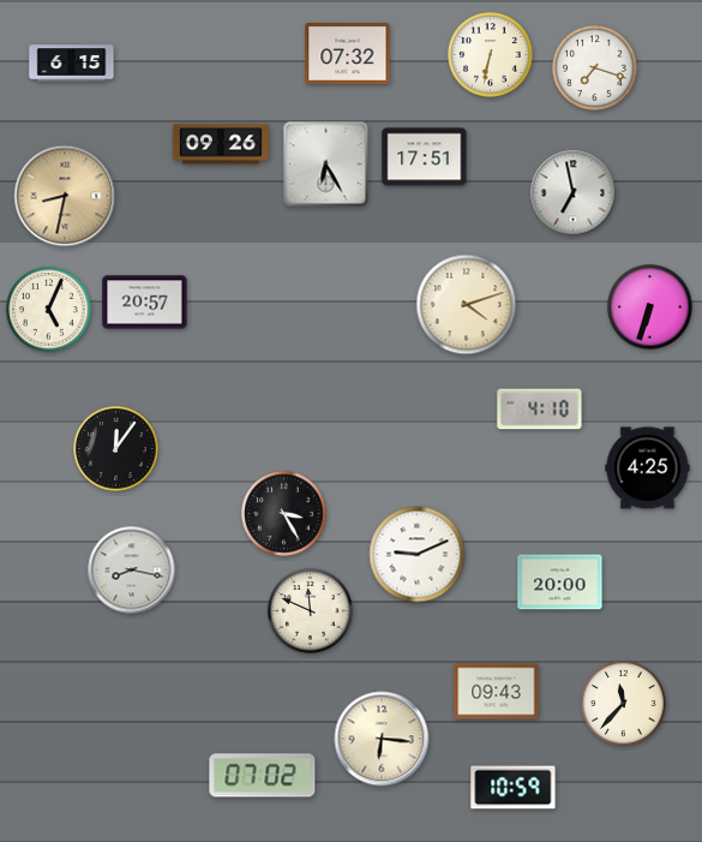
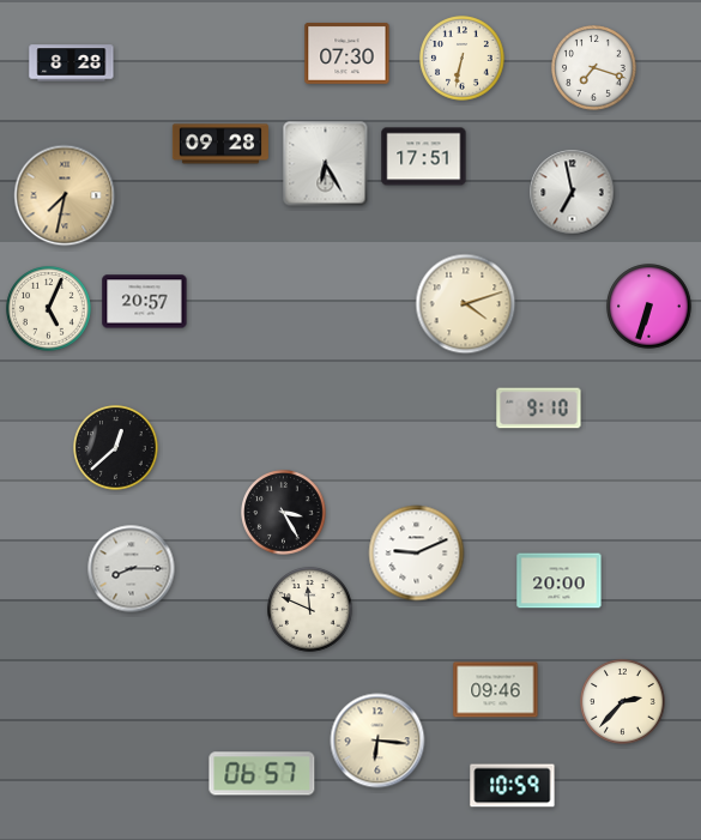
clock at (348, 53): 07:32 -> 07:30
clock at (491, 55) position: (491, 55) -> (463, 59)
clock at (72, 64): 6:15 -> 8:28
clock at (221, 144): 09:26 -> 09:28
clock at (65, 196): 8:32 -> 7:32
clock at (540, 410): 4:10 -> 9:10
clock at (116, 449): 12:06 -> 12:38
clock at (648, 468): 4:25 -> none
clock at (132, 571): 8:17 -> 8:15
clock at (497, 692): 09:43 -> 09:46
clock at (624, 704): 11:37 -> 2:37
clock at (382, 739) position: (382, 739) -> (377, 741)
clock at (263, 776): 07:02 -> 06:57
